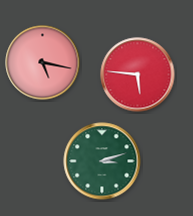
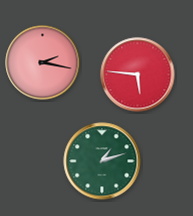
clock at (43, 63): 5:17 -> 2:17
clock at (102, 161): 3:12 -> 1:12
